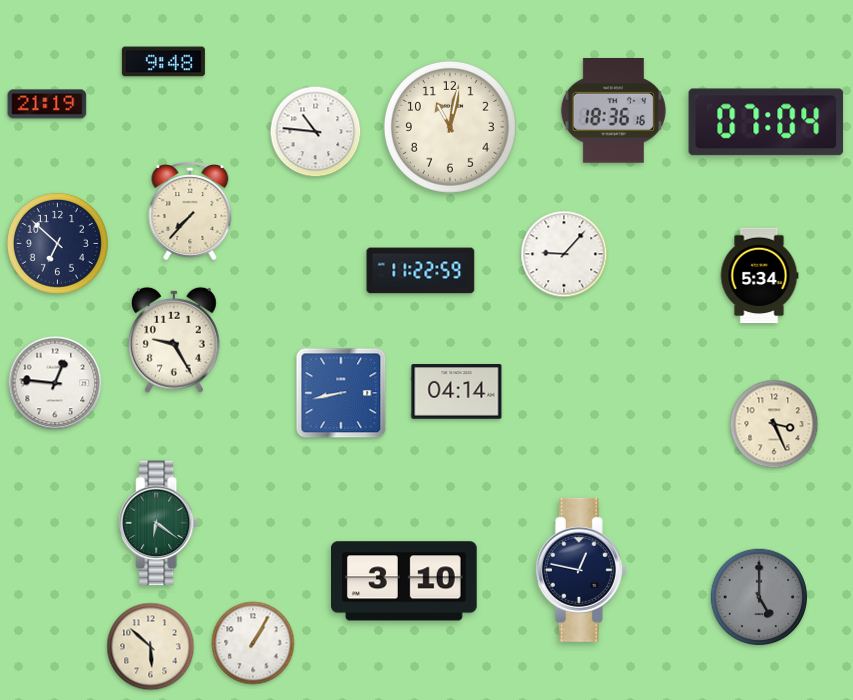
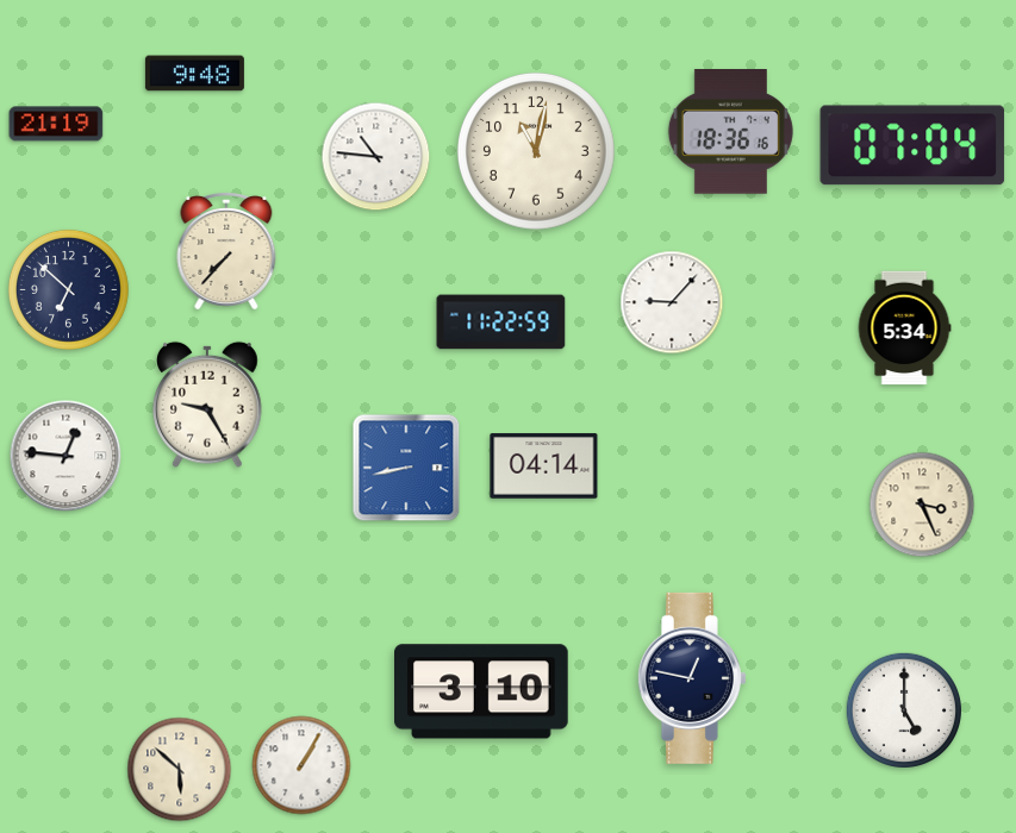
clock at (158, 523): 6:21 -> none
clock at (758, 596) dial: grey -> white
